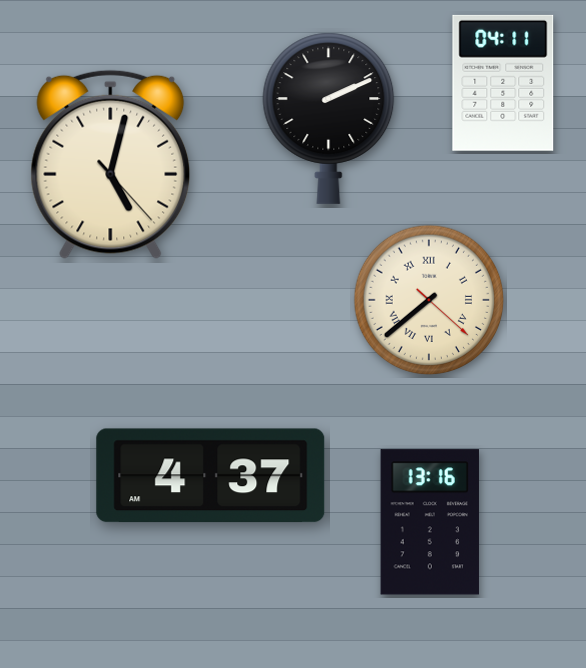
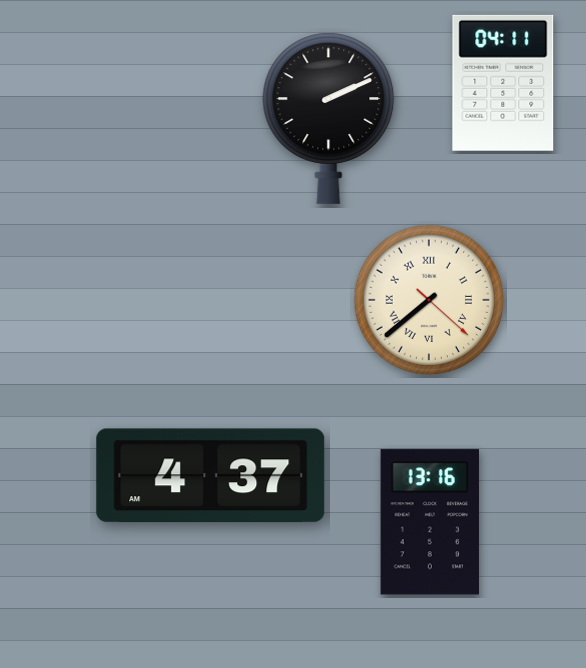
clock at (111, 164): 5:02 -> none
